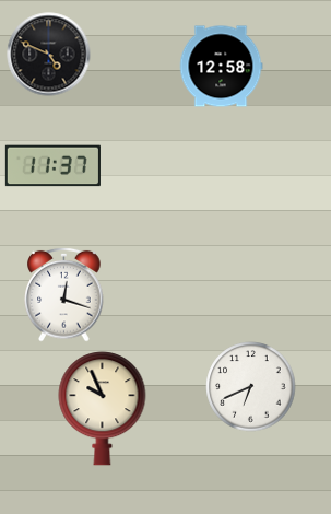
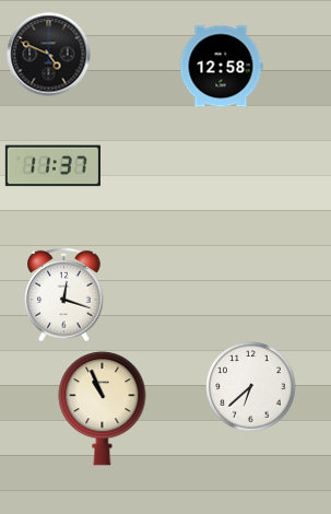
clock at (251, 387): 6:41 -> 6:38
clock at (103, 409): 9:56 -> 10:56
